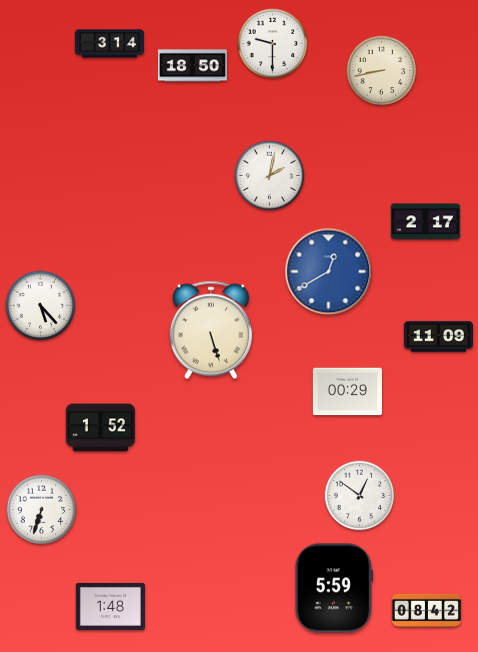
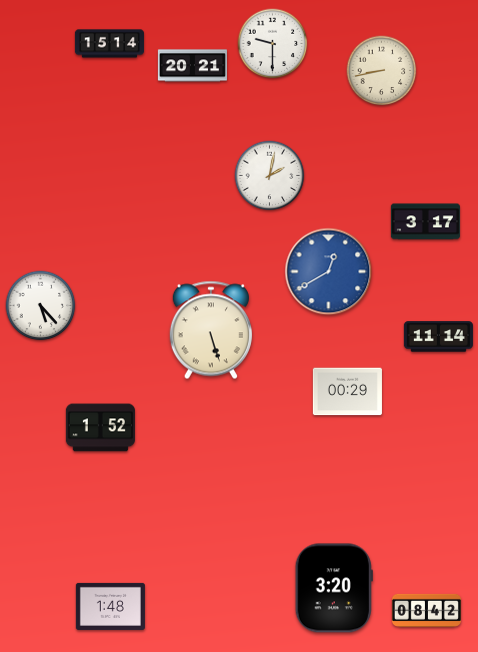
clock at (109, 44): 3:14 -> 15:14
clock at (192, 66): 18:50 -> 20:21
clock at (425, 222): 2:17 -> 3:17
clock at (438, 337): 11:09 -> 11:14
clock at (360, 496): 12:51 -> none
clock at (42, 510): 6:33 -> none
clock at (334, 588): 5:59 -> 3:20
